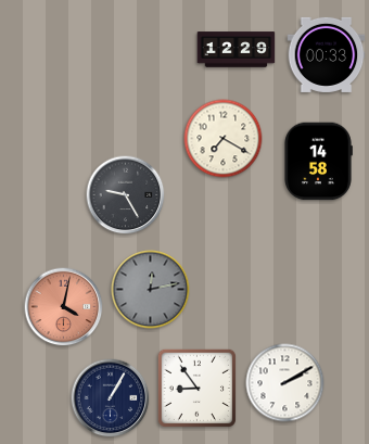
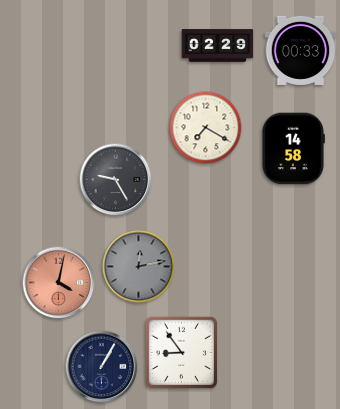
clock at (237, 50): 12:29 -> 02:29
clock at (285, 383): 2:10 -> none
clock at (196, 388) position: (196, 388) -> (181, 352)
